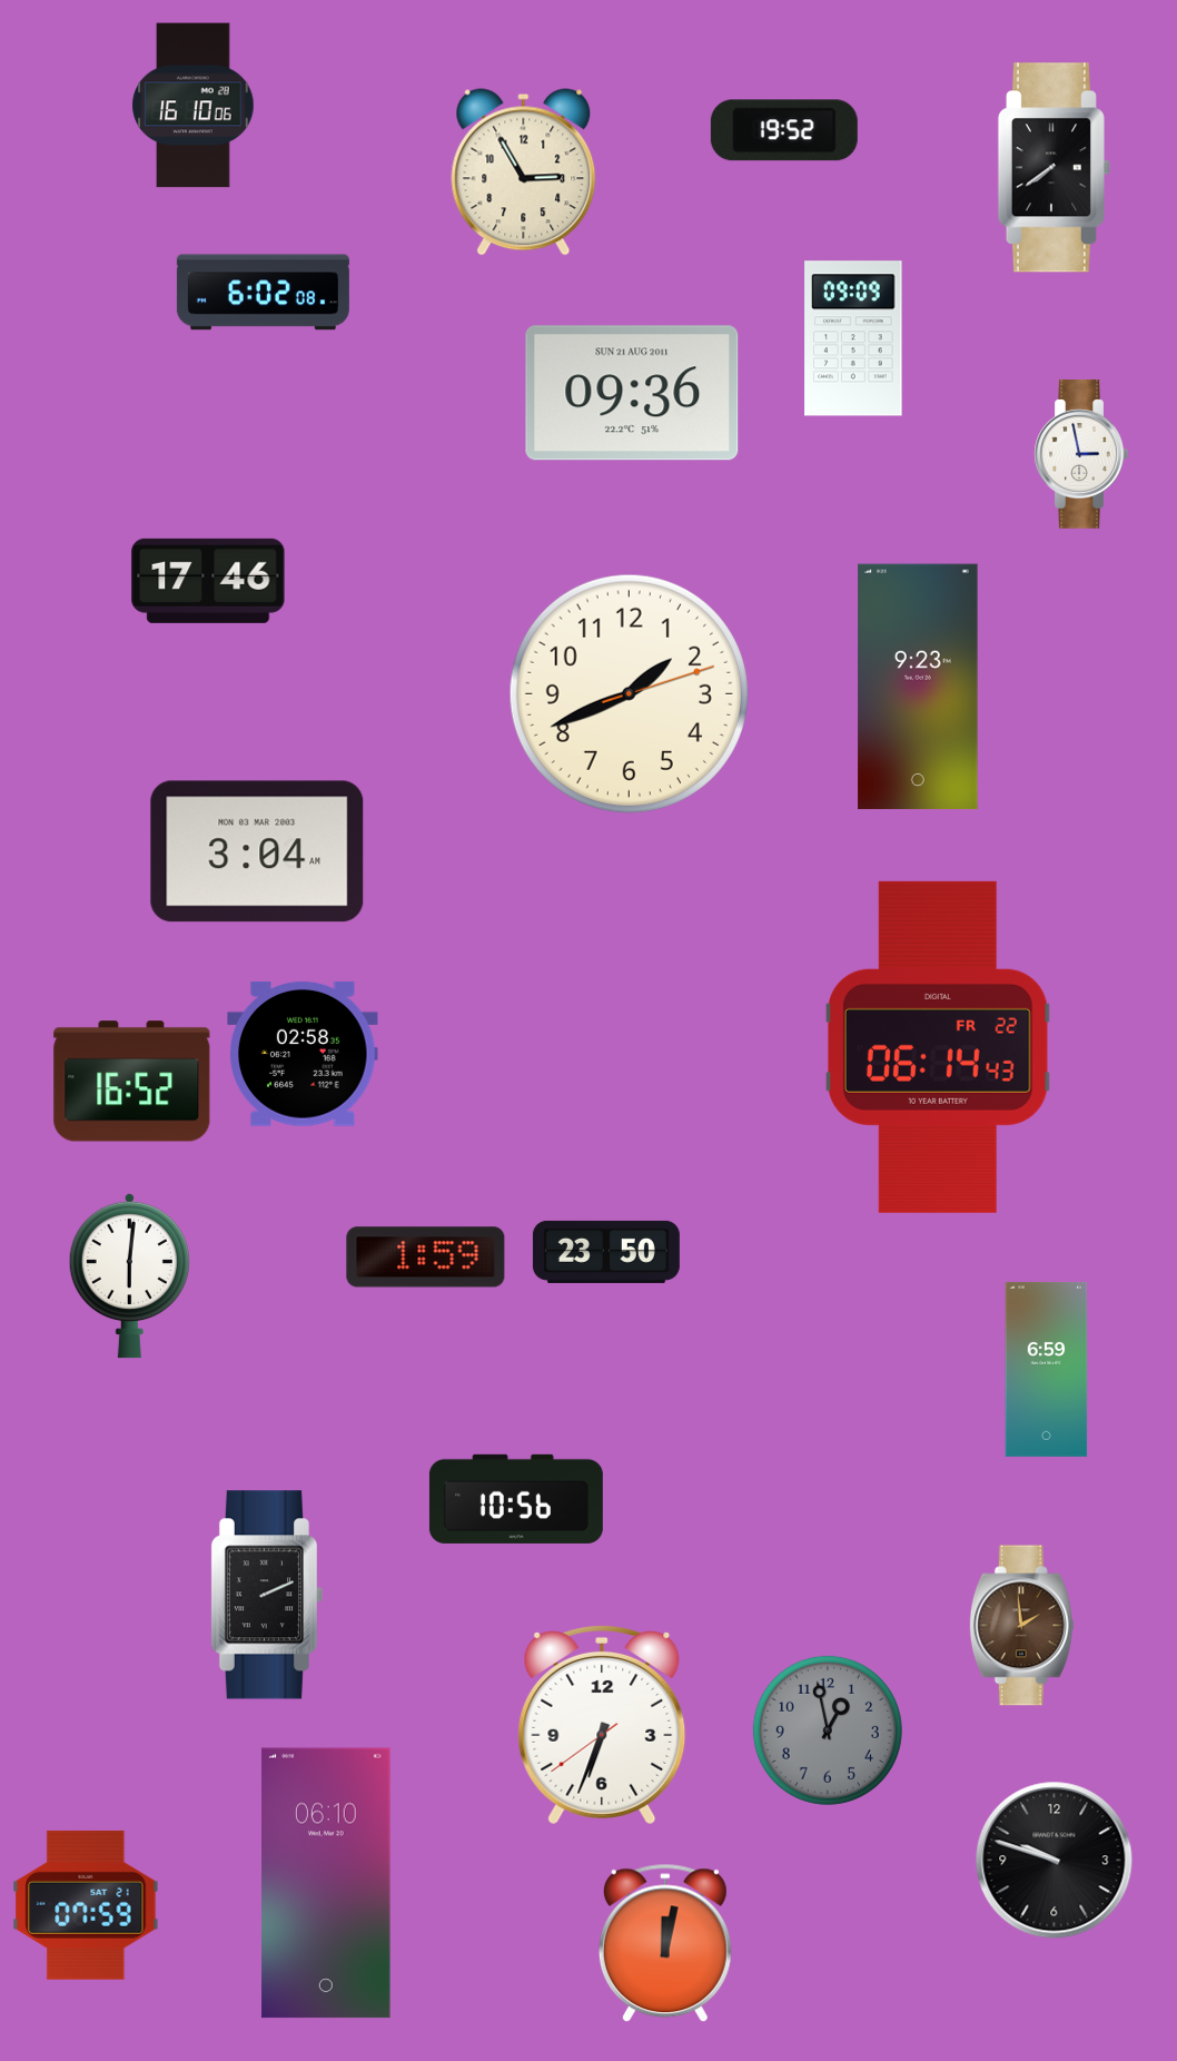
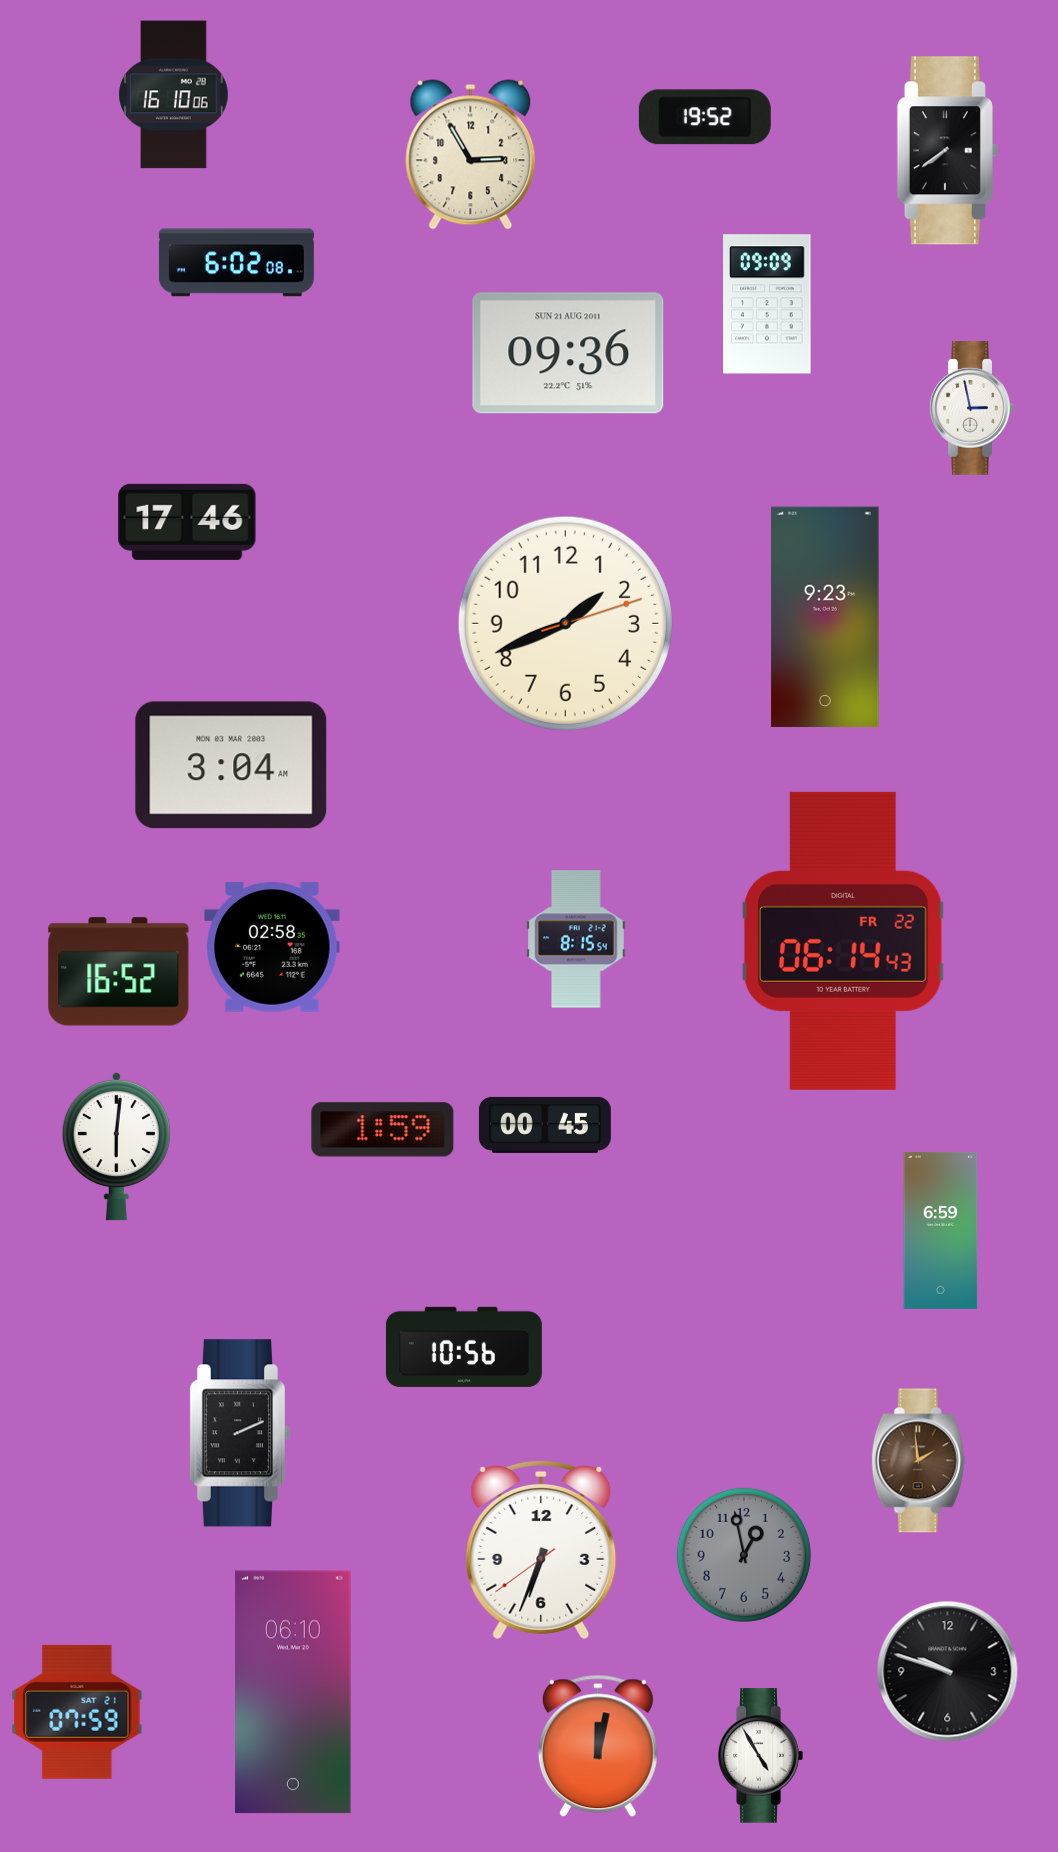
clock at (576, 939): none -> 8:15
clock at (606, 1252): 23:50 -> 00:45
clock at (760, 1756): none -> 4:55
